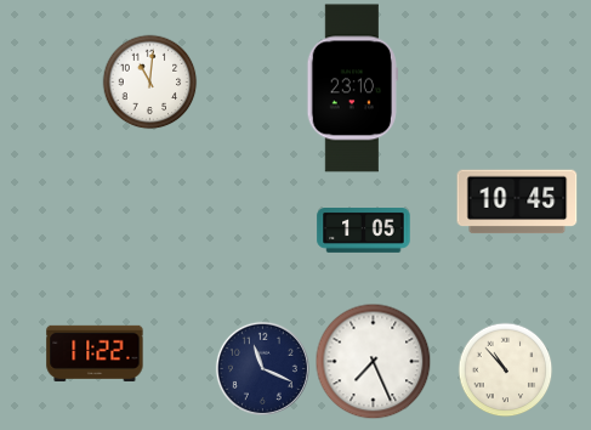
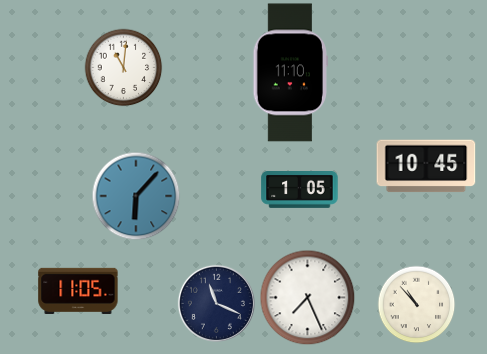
clock at (352, 89): 23:10 -> 11:10
clock at (136, 196): none -> 6:07
clock at (95, 353): 11:22 -> 11:05
